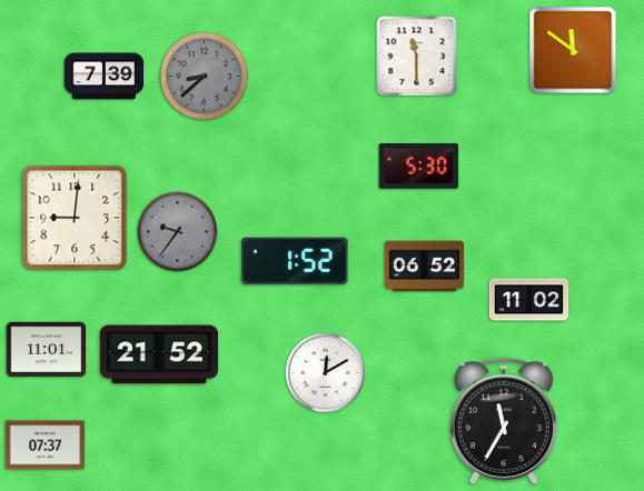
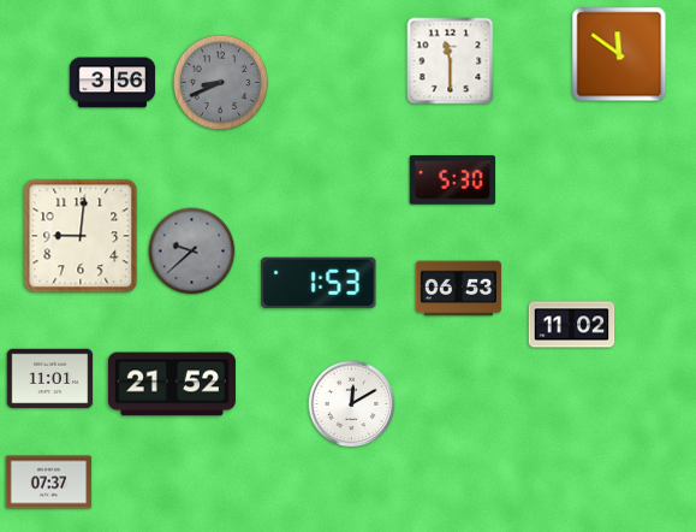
clock at (105, 77): 7:39 -> 3:56
clock at (205, 77): 8:38 -> 8:41
clock at (178, 232): 9:36 -> 9:38
clock at (295, 261): 1:52 -> 1:53
clock at (425, 267): 06:52 -> 06:53
clock at (504, 422): 11:35 -> none
